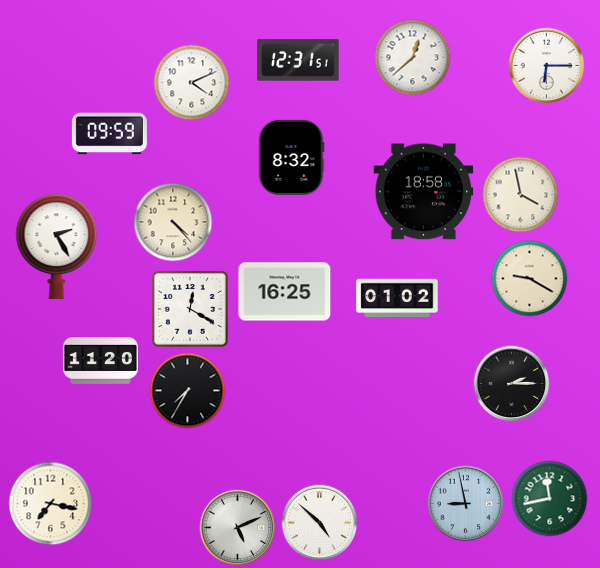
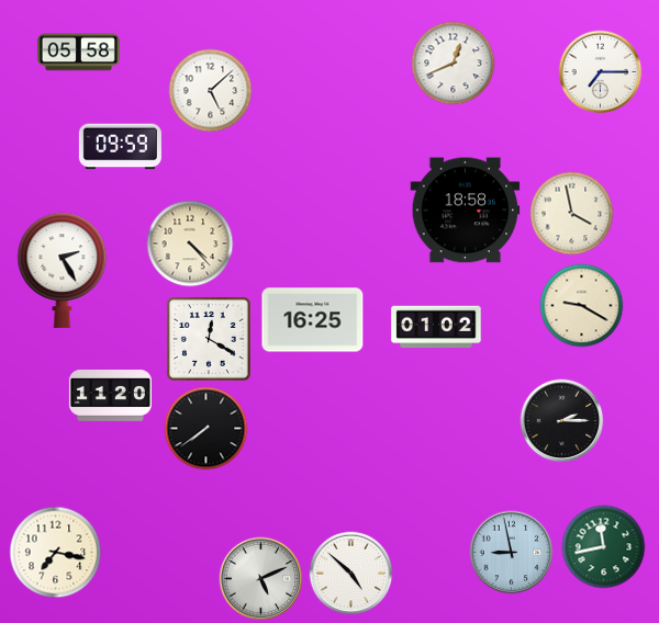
clock at (78, 53): none -> 05:58
clock at (413, 58): 12:38 -> 12:41
clock at (298, 60): 12:31 -> none
clock at (547, 66): 6:15 -> 7:15
clock at (192, 83): 4:11 -> 5:08
clock at (291, 157): 8:32 -> none
clock at (188, 391): 7:35 -> 7:39
